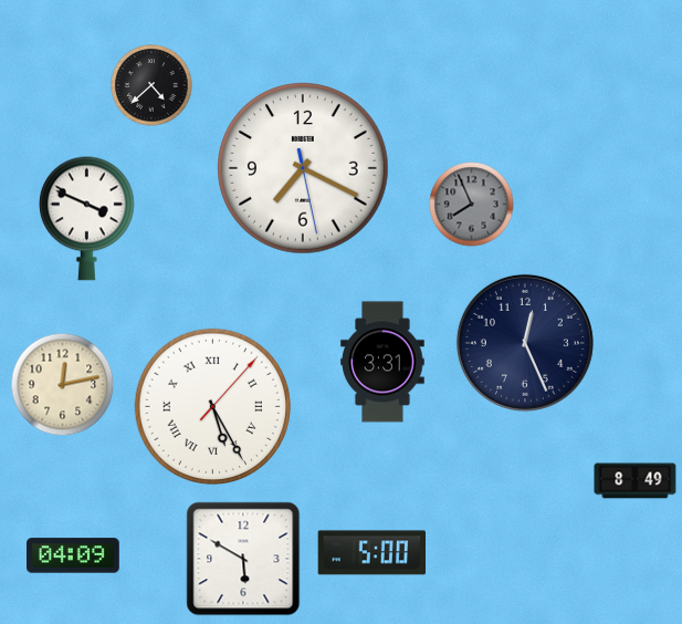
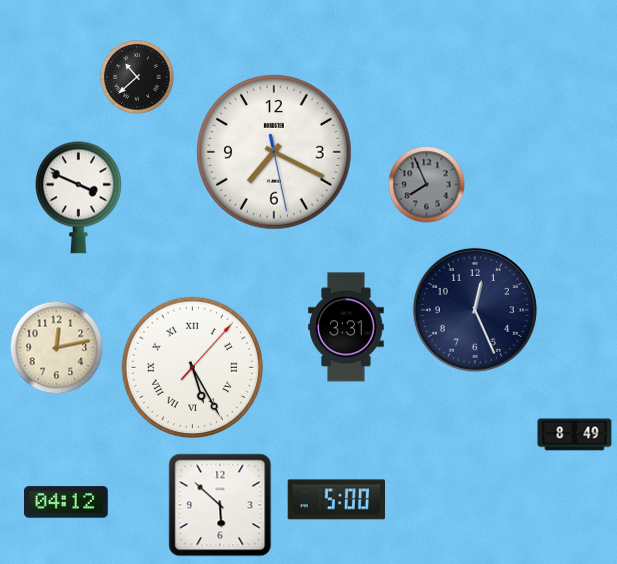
clock at (151, 85): 4:38 -> 10:38
clock at (74, 555): 04:09 -> 04:12
clock at (243, 559): 5:50 -> 5:52
